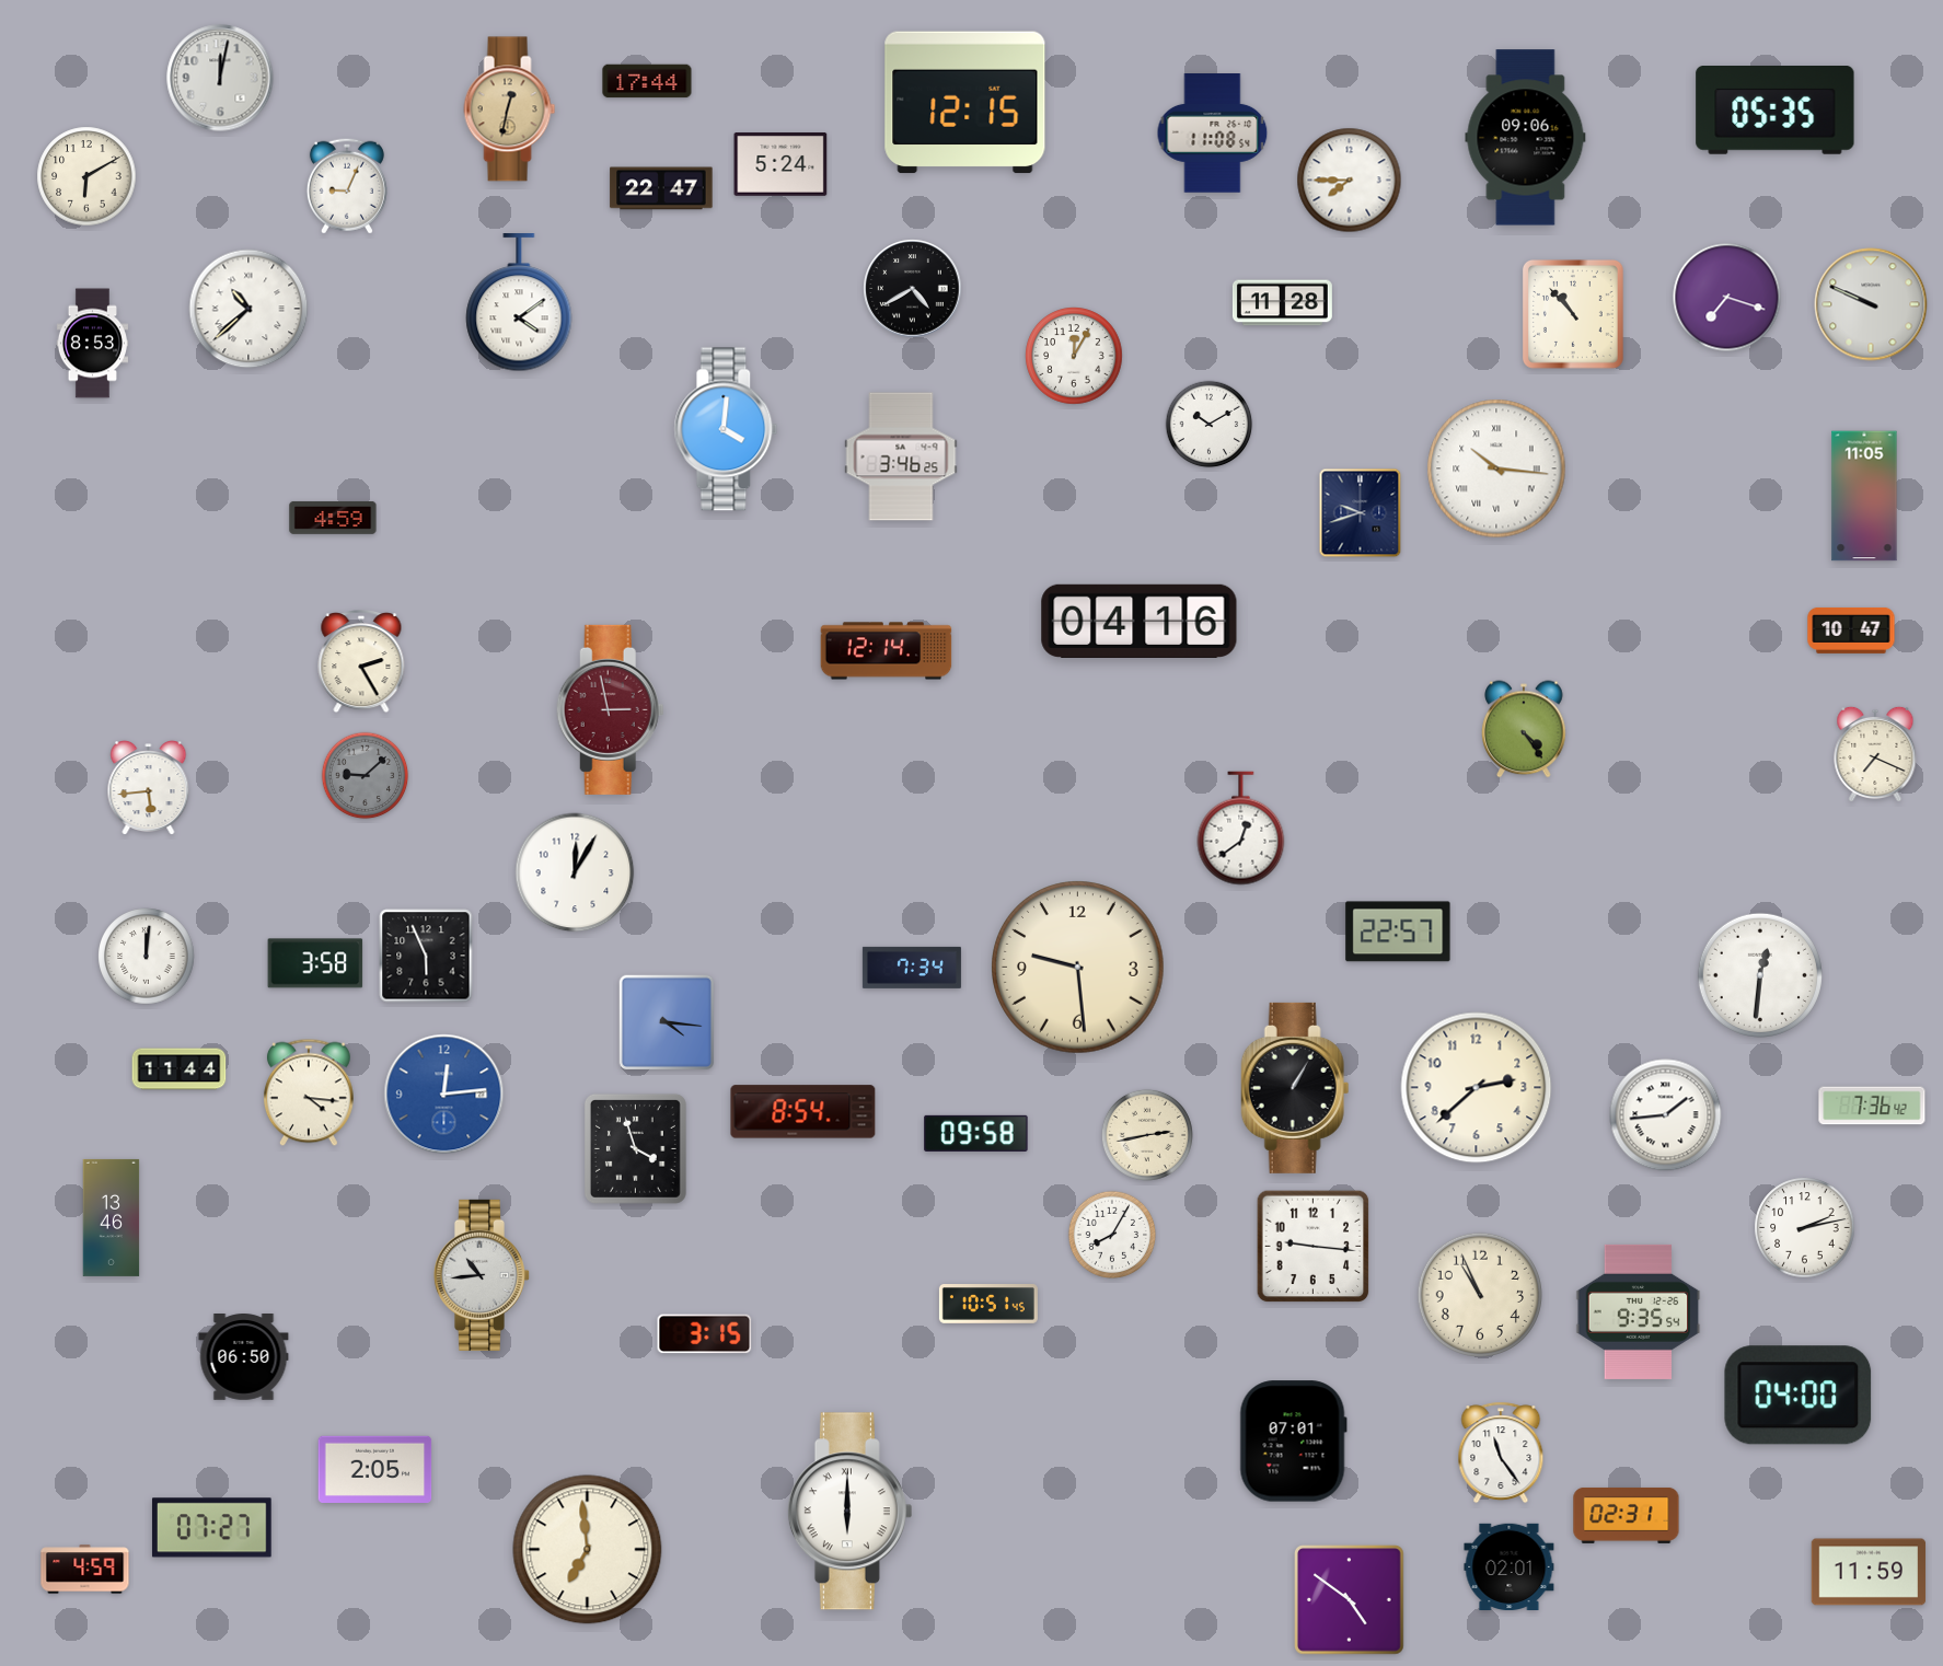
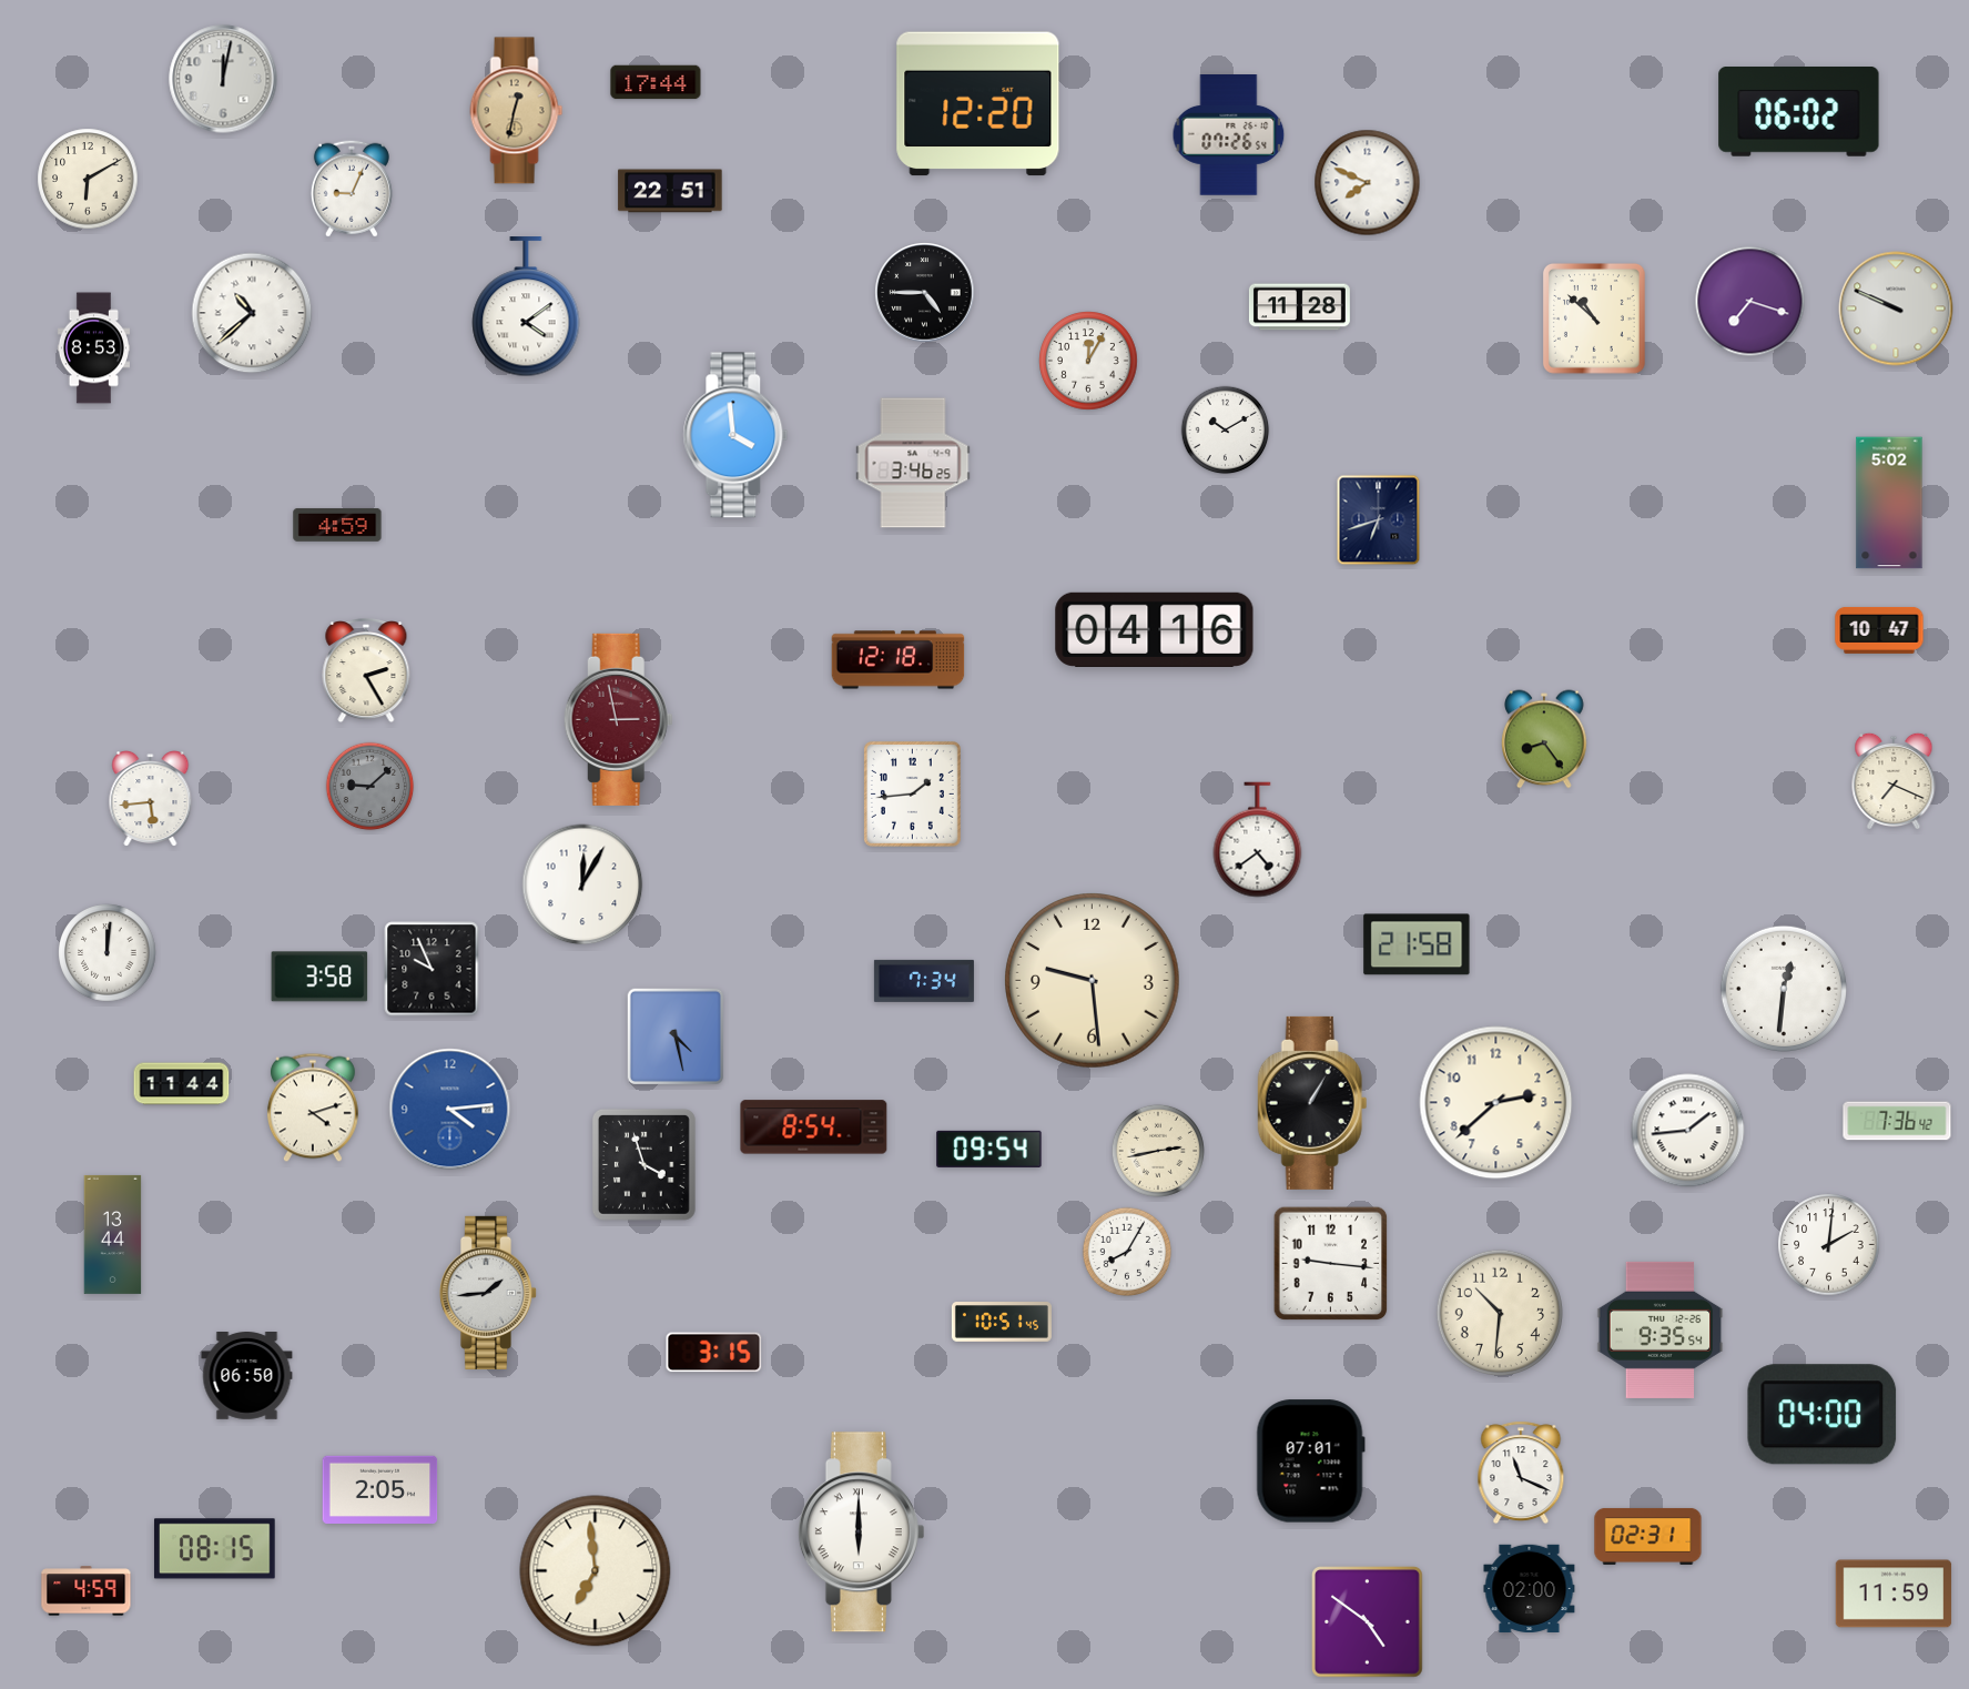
clock at (965, 103): 12:15 -> 12:20
clock at (1776, 111): 05:35 -> 06:02
clock at (1213, 134): 11:08 -> 07:26
clock at (1526, 138): 09:06 -> none
clock at (780, 165): 5:24 -> none
clock at (1350, 181): 7:45 -> 7:49
clock at (661, 188): 22:47 -> 22:51
clock at (913, 289): 4:40 -> 4:45
clock at (1573, 315): 10:53 -> 10:52
clock at (726, 429): 4:01 -> 3:59
clock at (1496, 468): 10:16 -> none
clock at (1864, 496): 11:05 -> 5:02
clock at (1361, 513): 9:42 -> 6:42
clock at (1851, 630) position: (1851, 630) -> (1879, 630)
clock at (887, 651): 12:14 -> 12:18
clock at (1524, 729): 4:24 -> 8:24
clock at (1875, 754) position: (1875, 754) -> (1894, 781)
clock at (912, 793): none -> 1:44
clock at (1241, 829): 12:39 -> 4:39
clock at (1398, 932): 22:57 -> 21:58
clock at (426, 956): 5:56 -> 9:56
clock at (147, 957) position: (147, 957) -> (108, 953)
clock at (666, 1021): 4:16 -> 4:28
clock at (309, 1092): 4:16 -> 4:12
clock at (444, 1095): 12:14 -> 4:14
clock at (976, 1133): 09:58 -> 09:54
clock at (1147, 1135) position: (1147, 1135) -> (1158, 1151)
clock at (112, 1217): 13:46 -> 13:44
clock at (1805, 1228): 2:13 -> 2:01
clock at (482, 1275): 10:44 -> 1:44
clock at (1479, 1294): 10:56 -> 10:31
clock at (1501, 1453): 11:24 -> 11:19
clock at (211, 1528): 07:27 -> 08:15
clock at (1510, 1566): 02:01 -> 02:00
